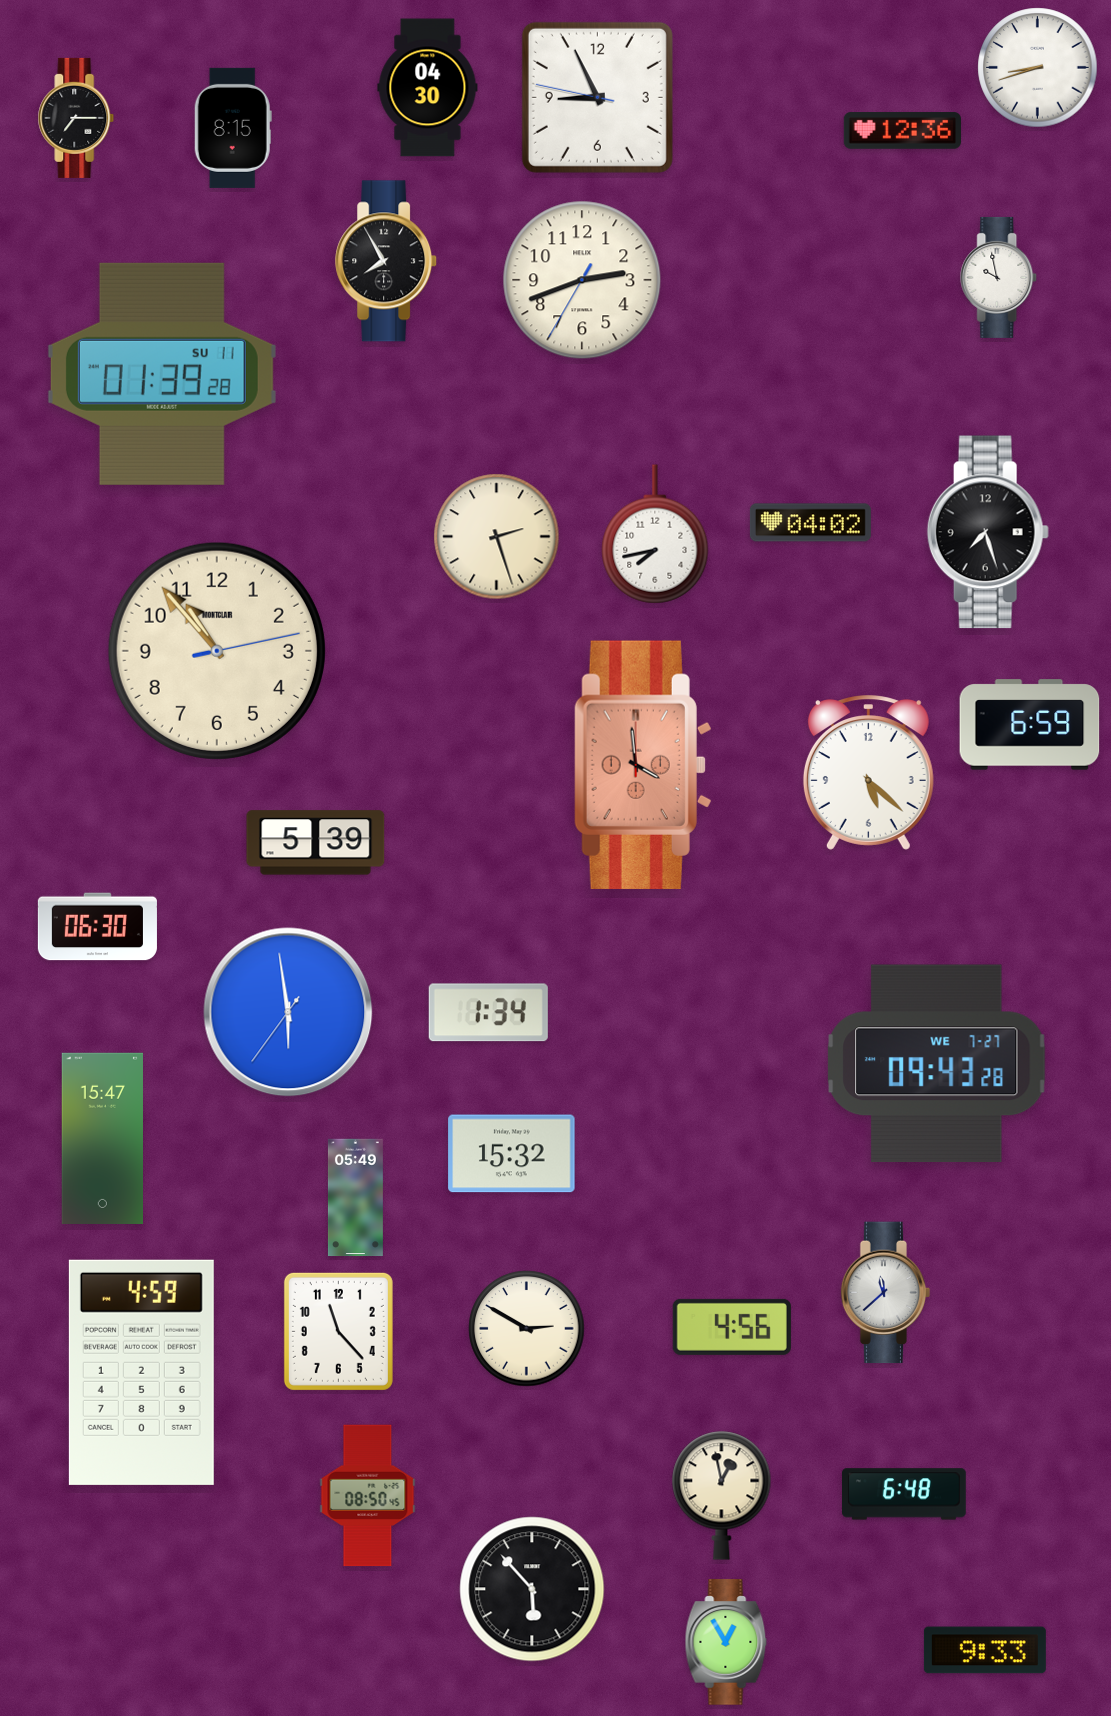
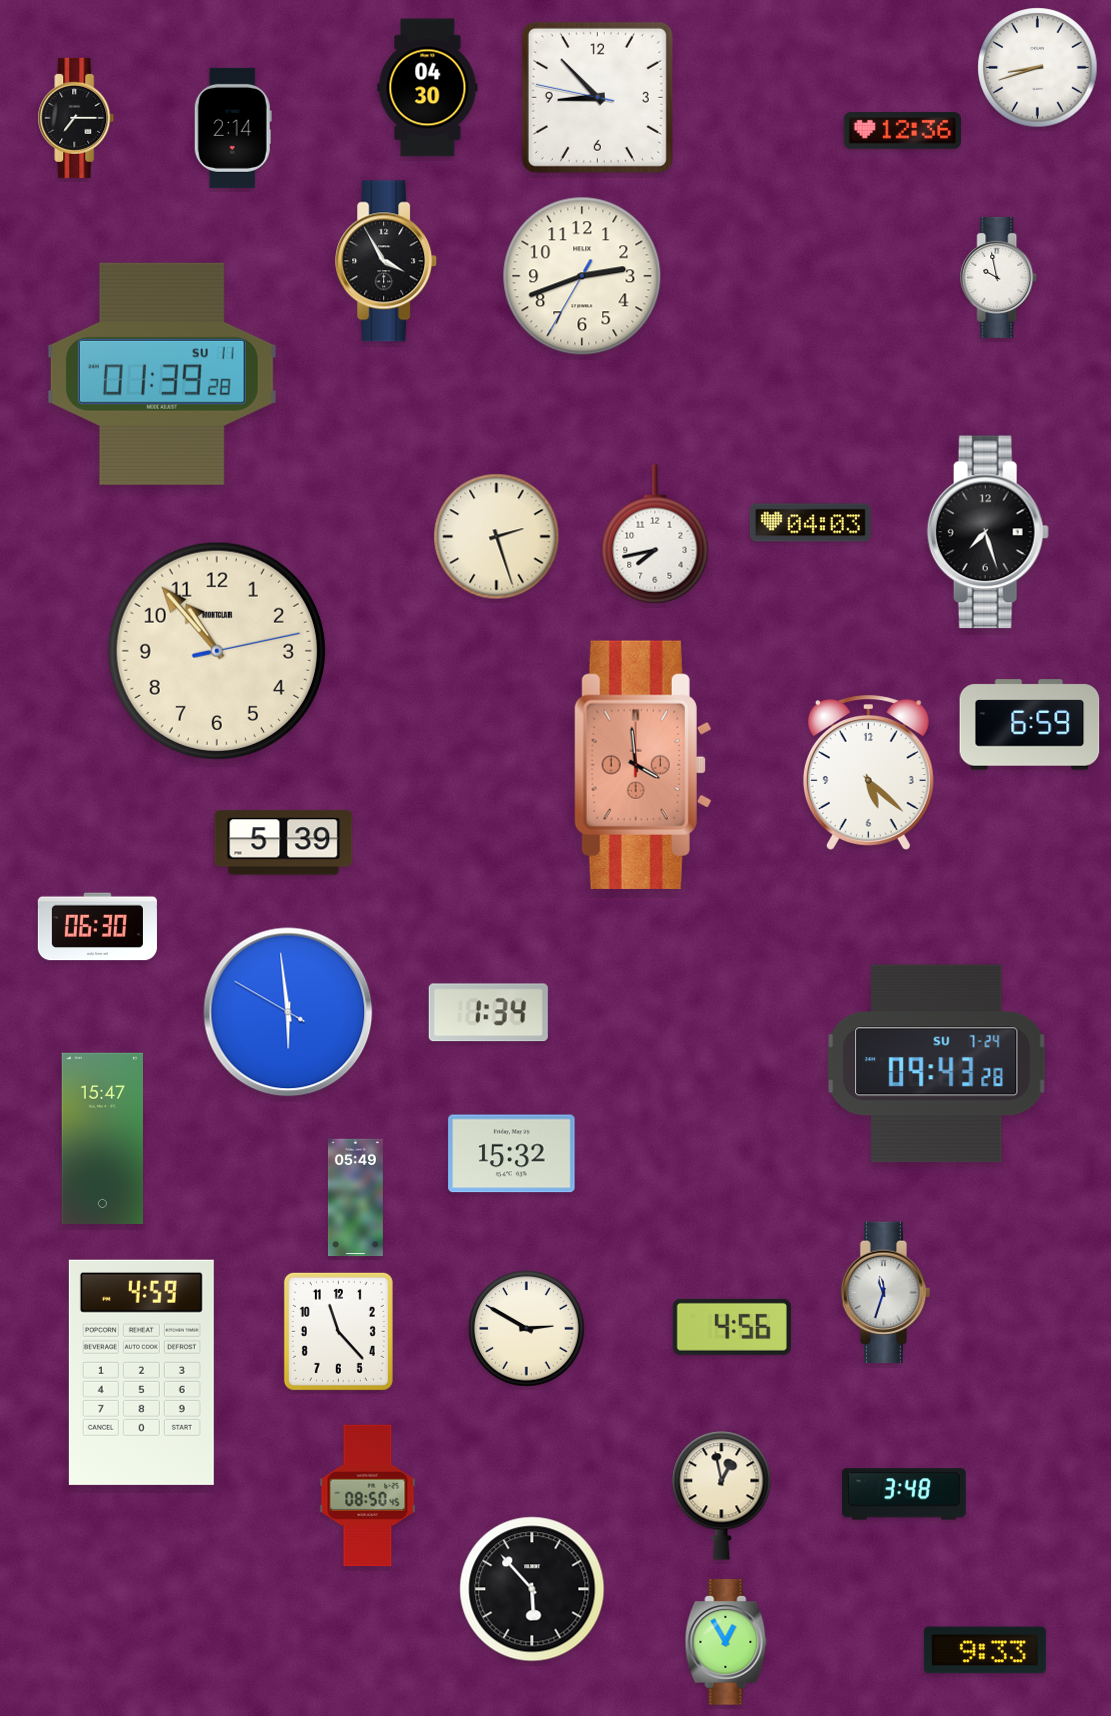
clock at (597, 97): 8:55 -> 8:52
clock at (233, 128): 8:15 -> 2:14
clock at (387, 261): 7:55 -> 3:55
clock at (582, 280) position: (582, 280) -> (582, 276)
clock at (810, 523): 04:02 -> 04:03
clock at (316, 843) position: (316, 843) -> (284, 843)
clock at (288, 1012): 5:58:36 -> 5:58:50
clock at (937, 1064) date: WE 7-27 -> SU 7-24
clock at (886, 1293): 11:38 -> 11:33
clock at (905, 1494): 6:48 -> 3:48
